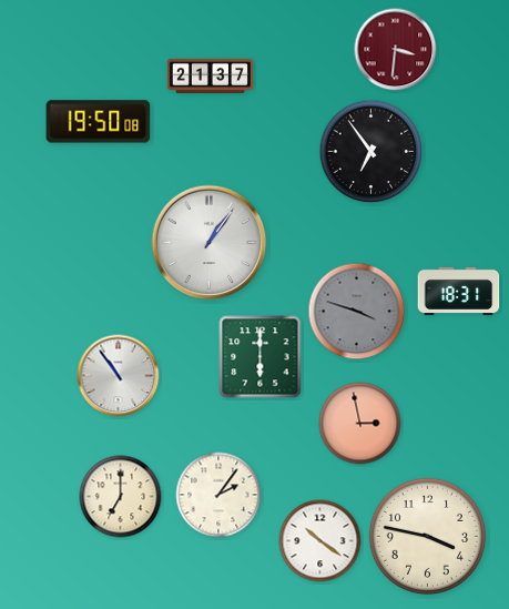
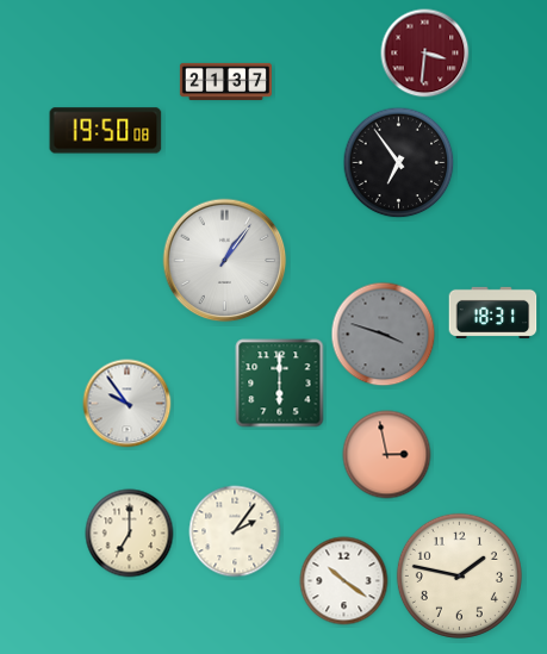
clock at (119, 376): 10:54 -> 9:54
clock at (427, 536): 3:47 -> 1:47
